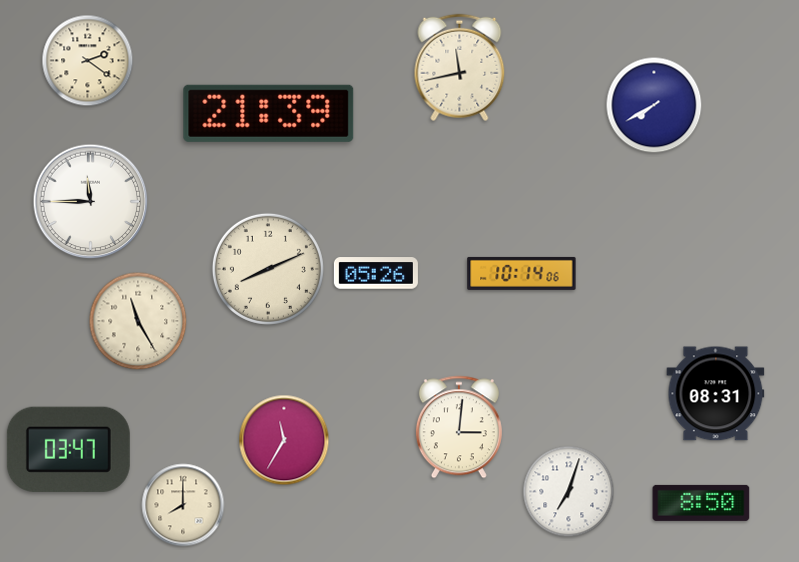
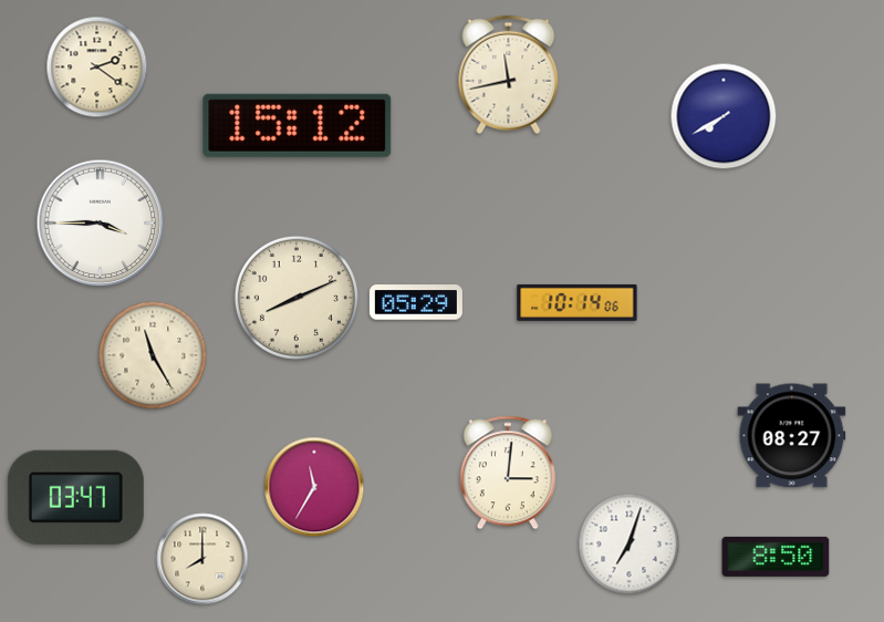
clock at (269, 113): 21:39 -> 15:12
clock at (91, 202): 11:45 -> 3:45
clock at (376, 273): 05:26 -> 05:29
clock at (716, 394): 08:31 -> 08:27
